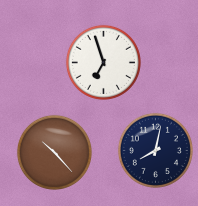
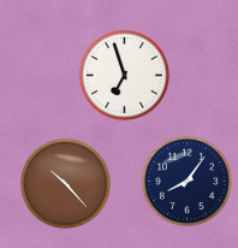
clock at (155, 150): 8:02 -> 8:06
